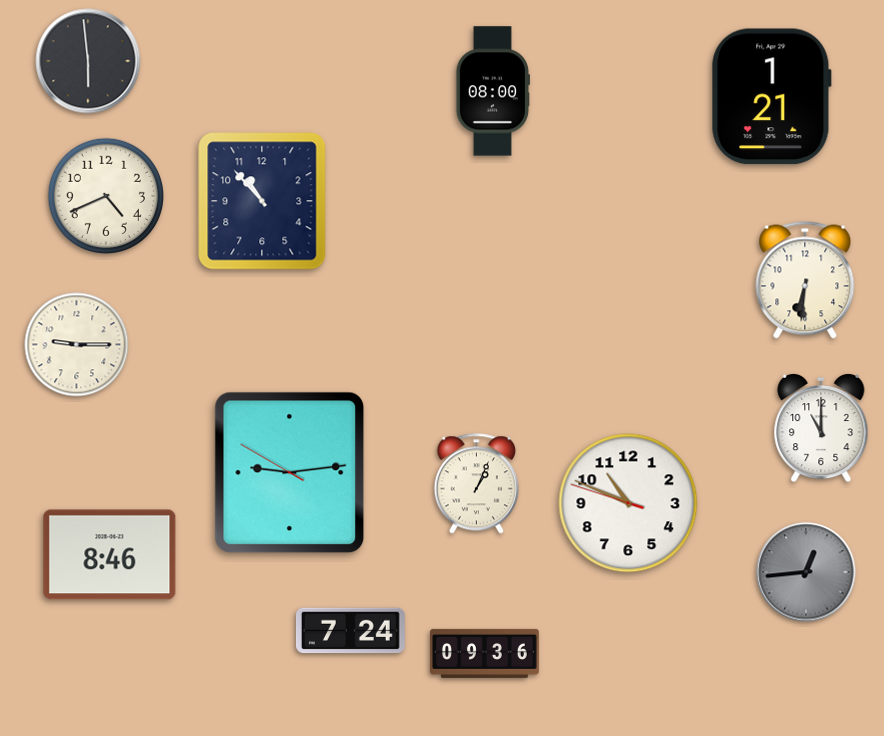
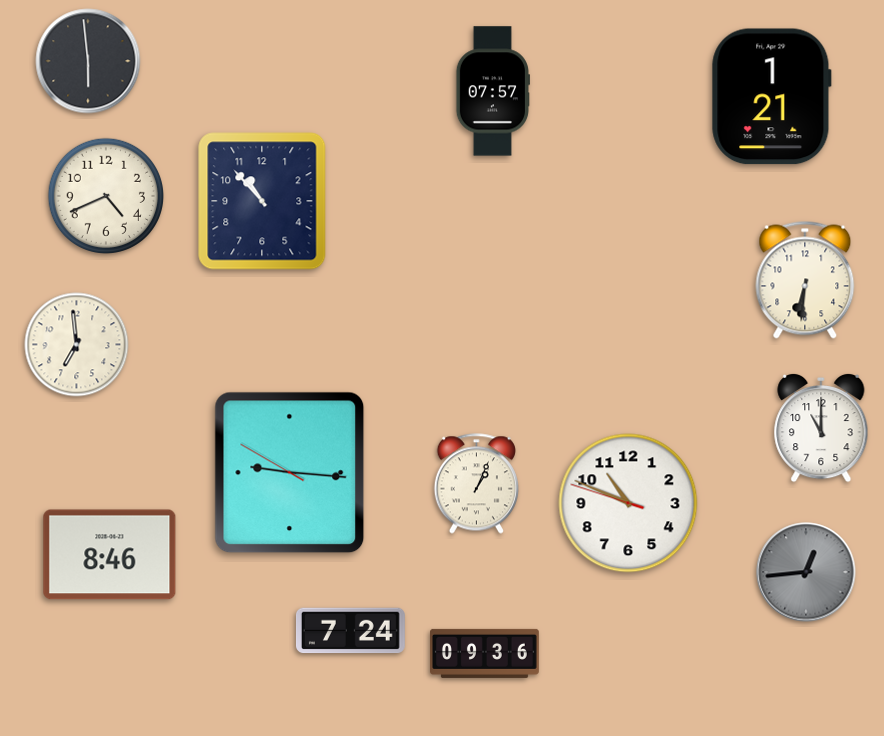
clock at (493, 91): 08:00 -> 07:57
clock at (77, 345): 9:15 -> 6:59
clock at (290, 473): 9:13 -> 9:15
